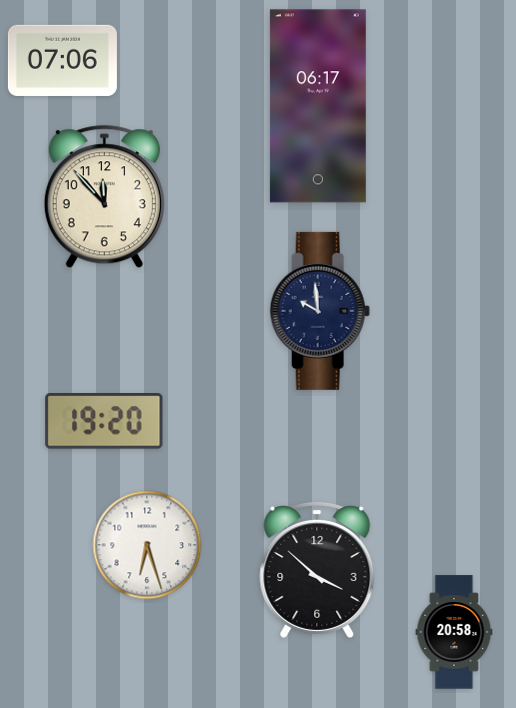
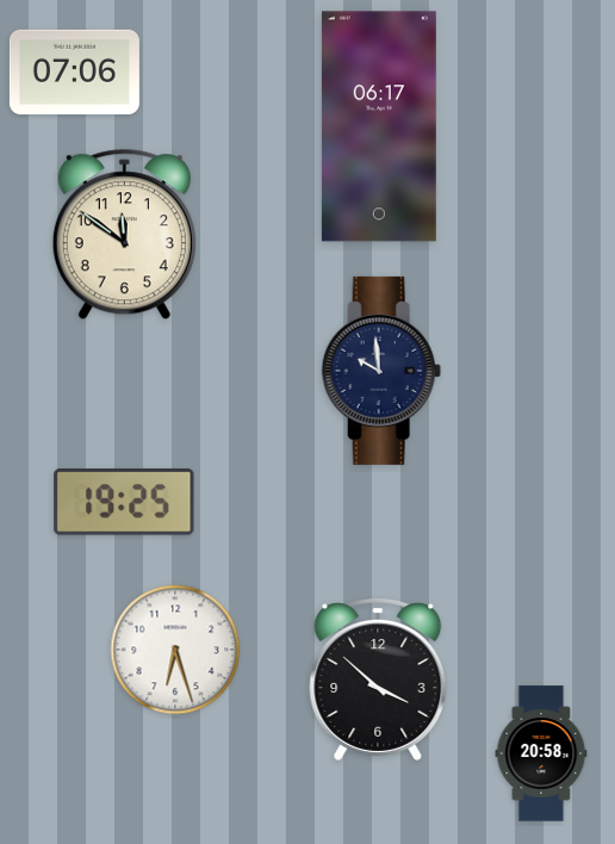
clock at (104, 197): 11:53 -> 11:51
clock at (104, 421): 19:20 -> 19:25
